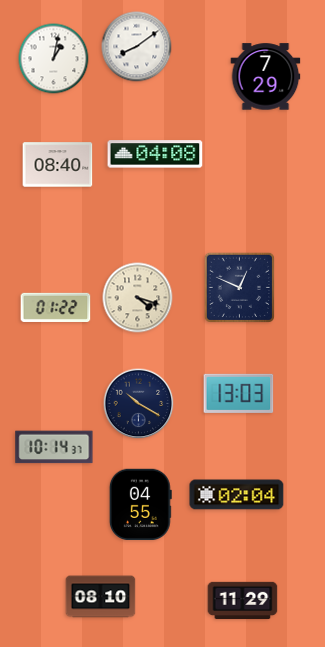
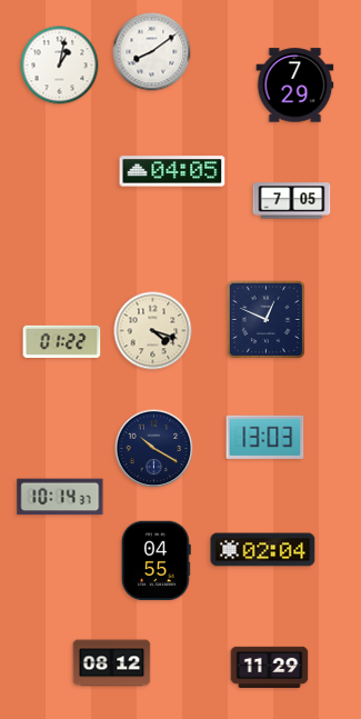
clock at (155, 154): 04:08 -> 04:05
clock at (58, 165): 08:40 -> none
clock at (292, 201): none -> 7:05
clock at (101, 597): 08:10 -> 08:12
